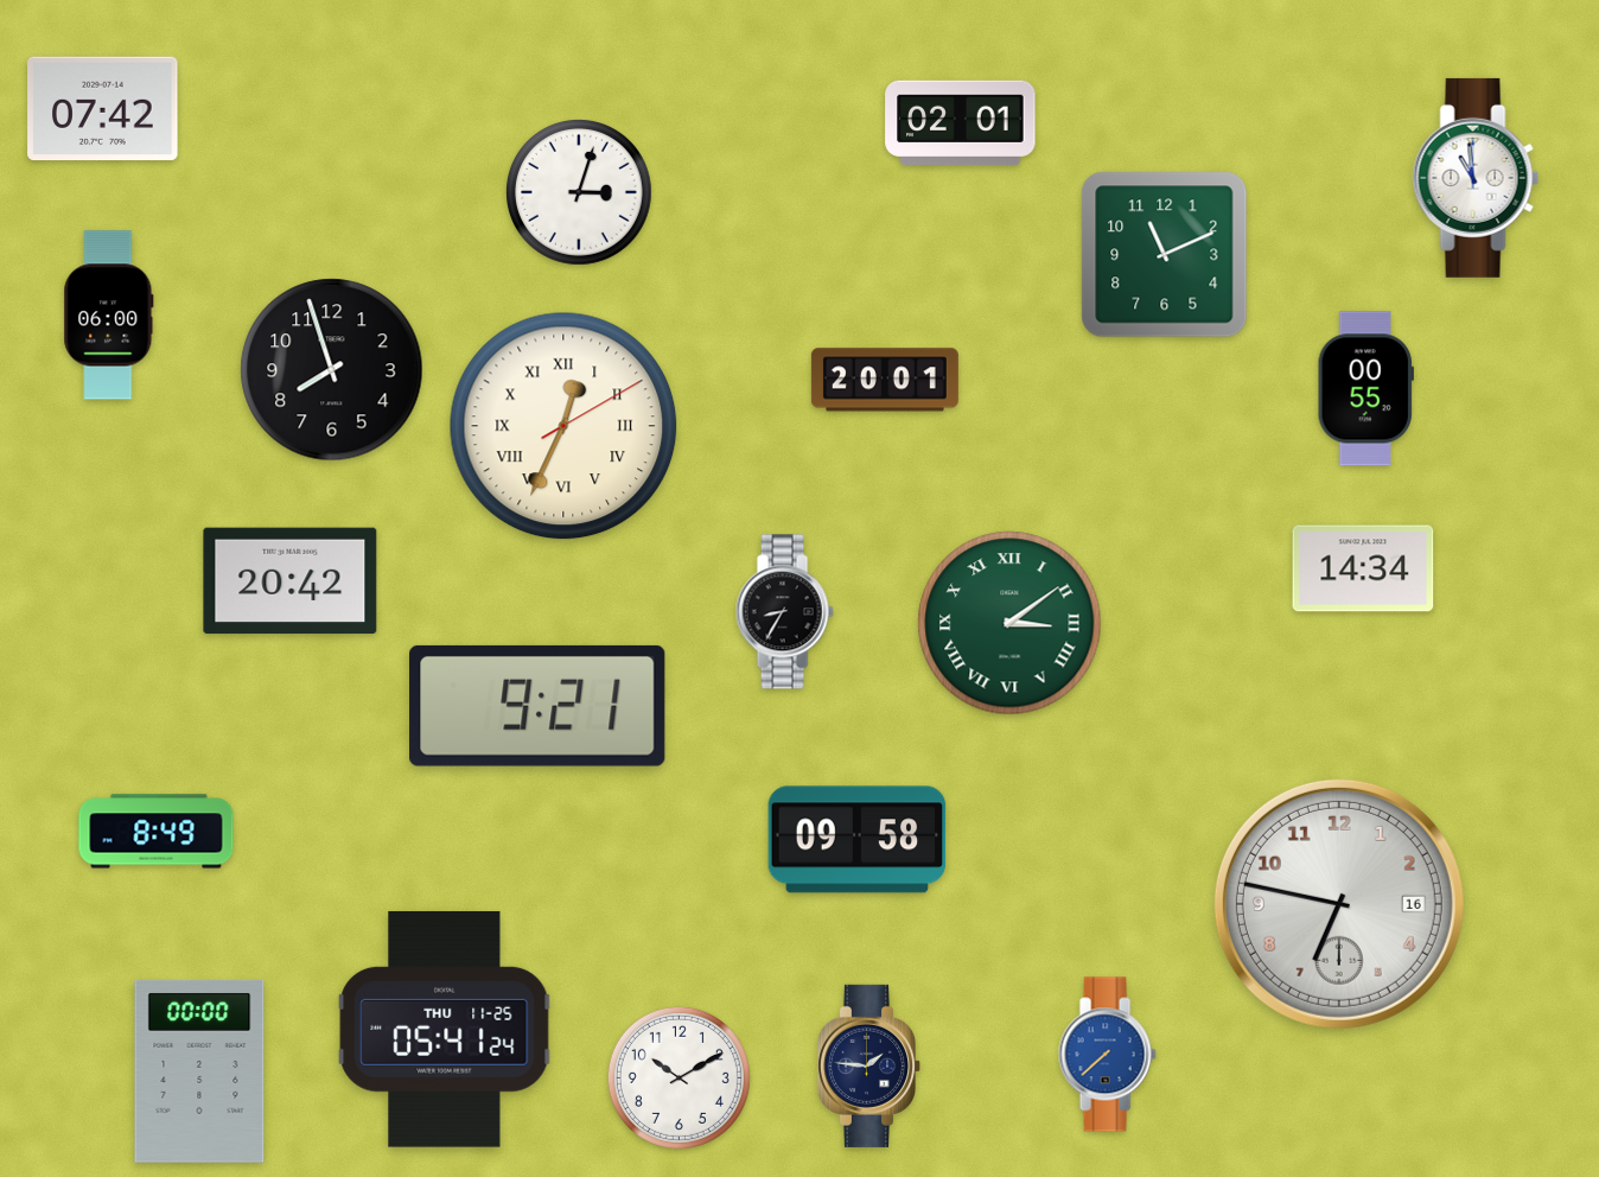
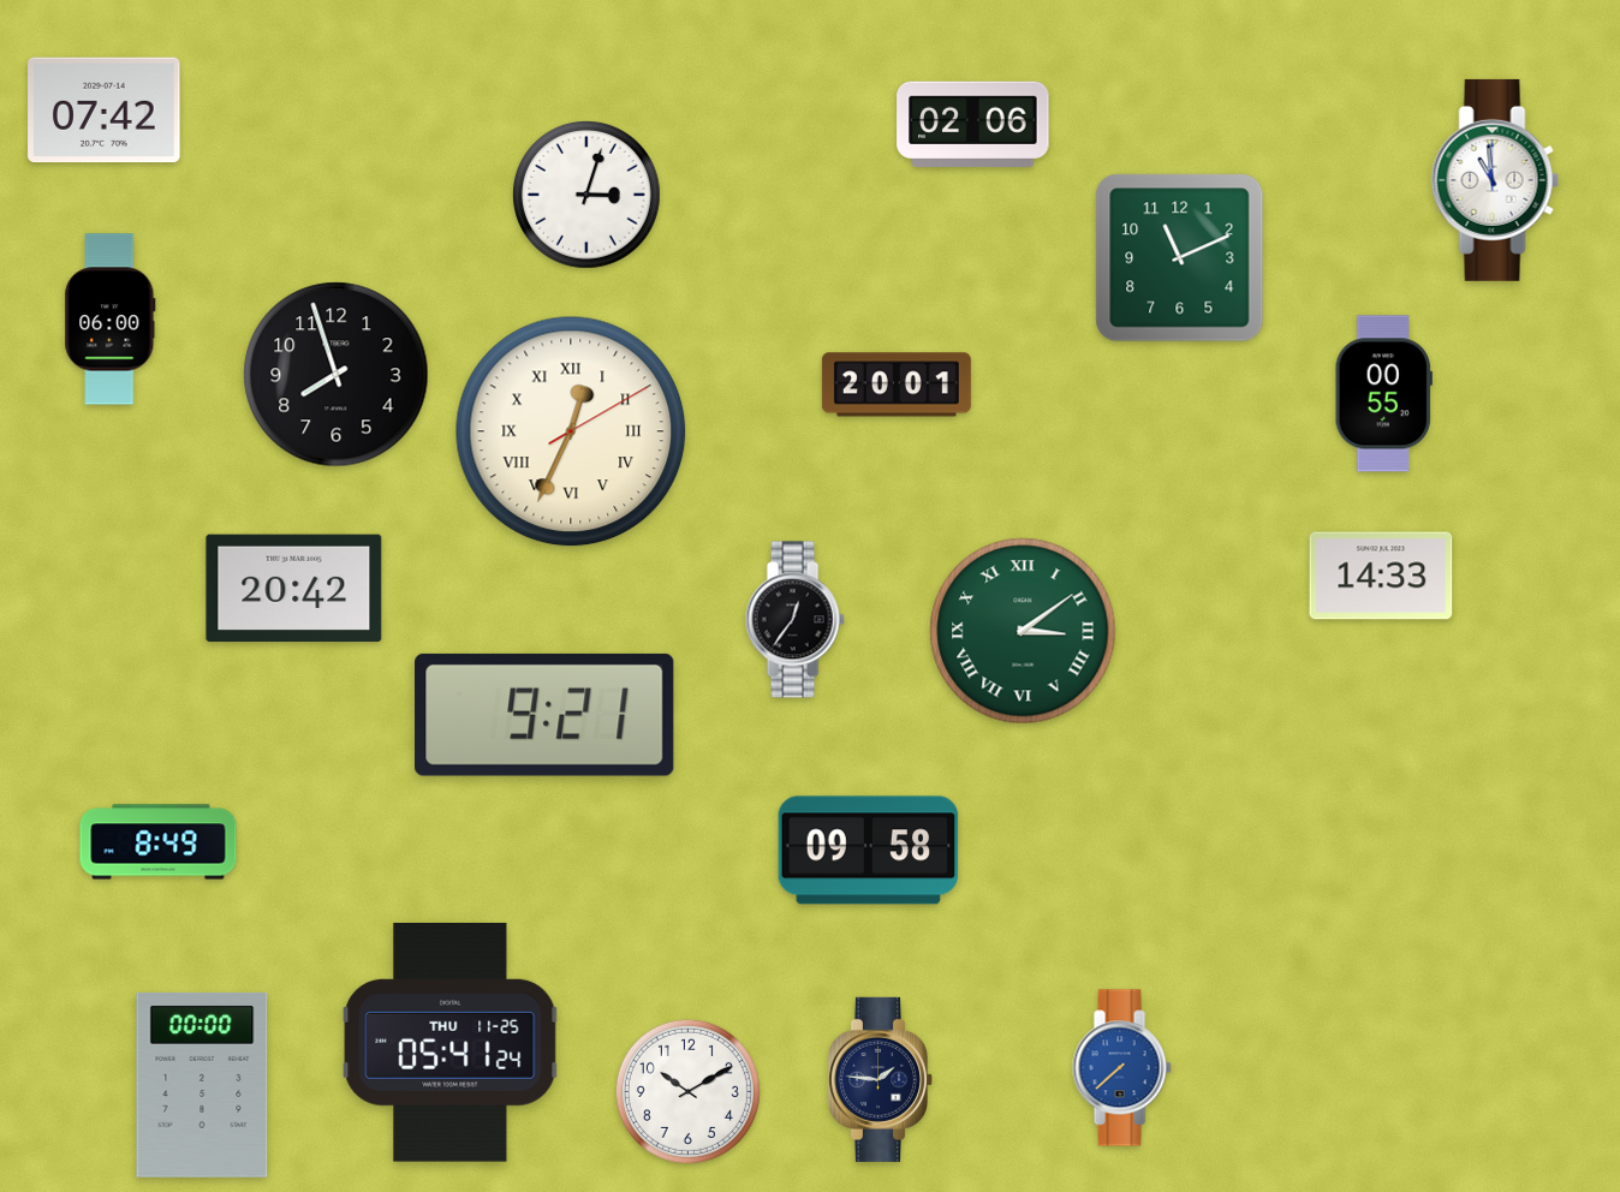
clock at (961, 122): 02:01 -> 02:06
clock at (1363, 568): 14:34 -> 14:33
clock at (784, 612): 8:35 -> 12:36
clock at (1339, 904): 6:47 -> none
